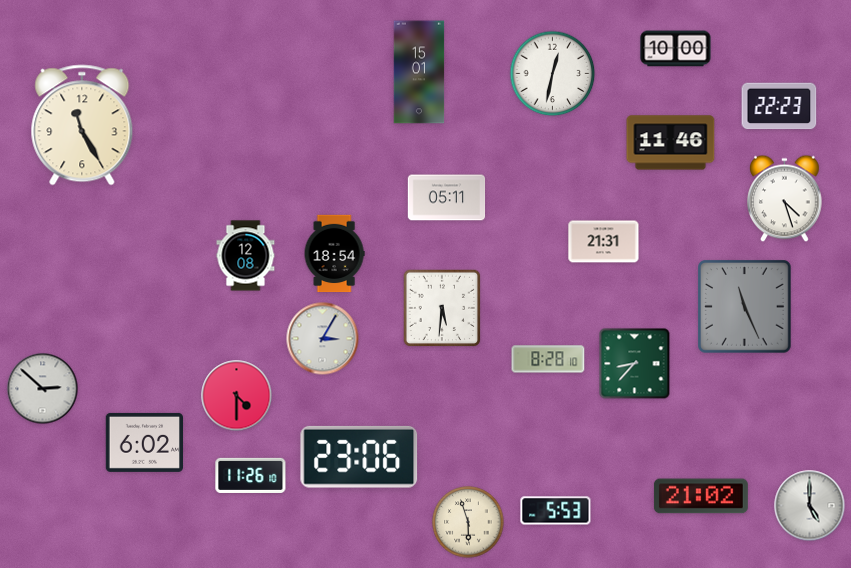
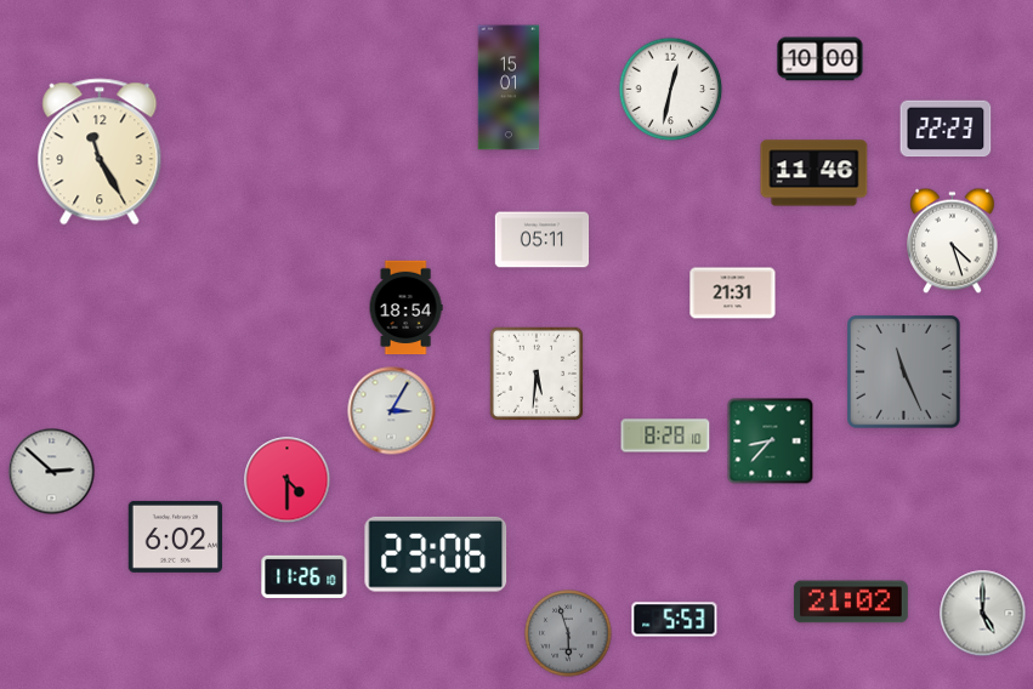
clock at (246, 256): 12:08 -> none
clock at (468, 522) dial: cream -> grey
